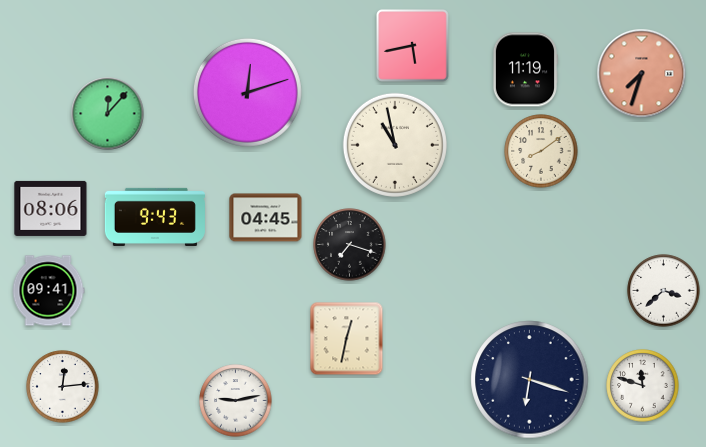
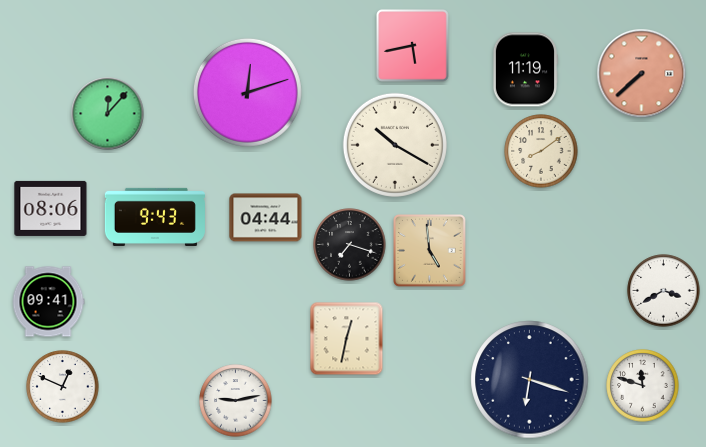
clock at (642, 74): 7:33 -> 7:38
clock at (395, 145): 10:58 -> 10:20
clock at (266, 218): 04:45 -> 04:44
clock at (430, 251): none -> 4:59
clock at (48, 291) position: (48, 291) -> (48, 302)
clock at (664, 291): 3:38 -> 3:40
clock at (63, 387): 12:14 -> 12:49
